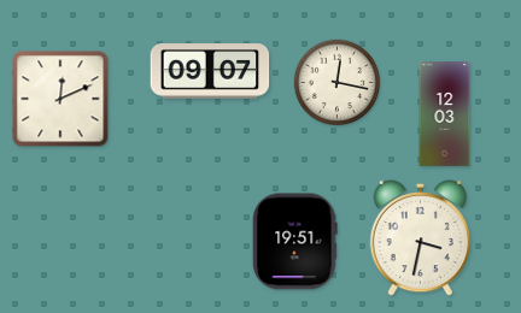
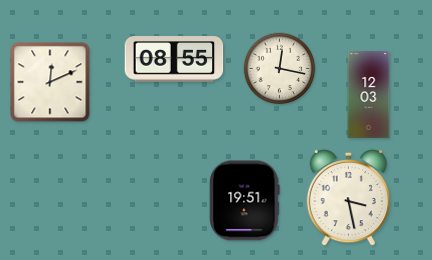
clock at (210, 71): 09:07 -> 08:55
clock at (420, 238): 3:32 -> 3:28
